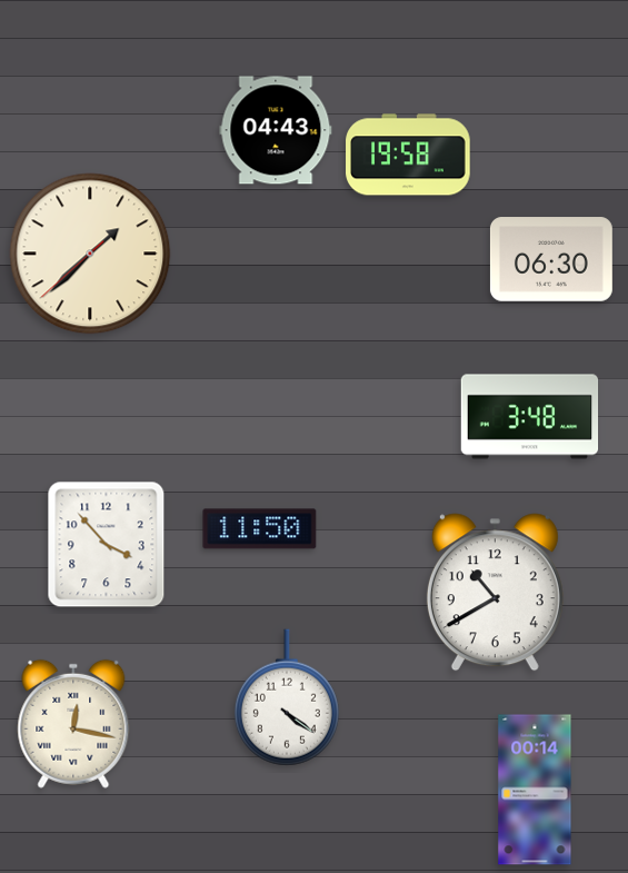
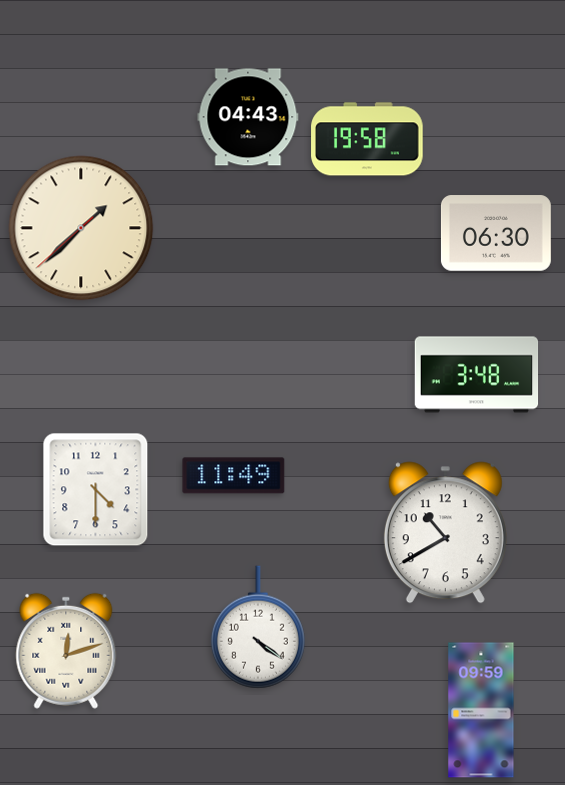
clock at (260, 529): 11:50 -> 11:49
clock at (107, 545): 3:53 -> 4:30
clock at (73, 724): 12:17 -> 12:12
clock at (535, 790): 00:14 -> 09:59
